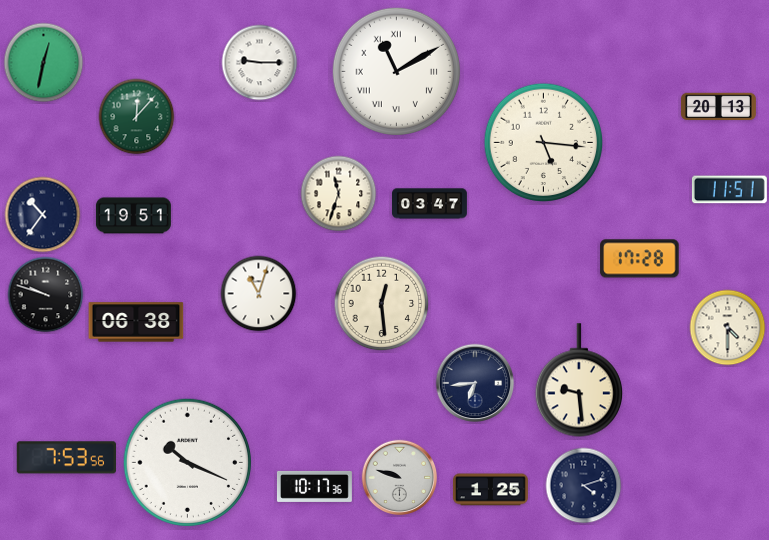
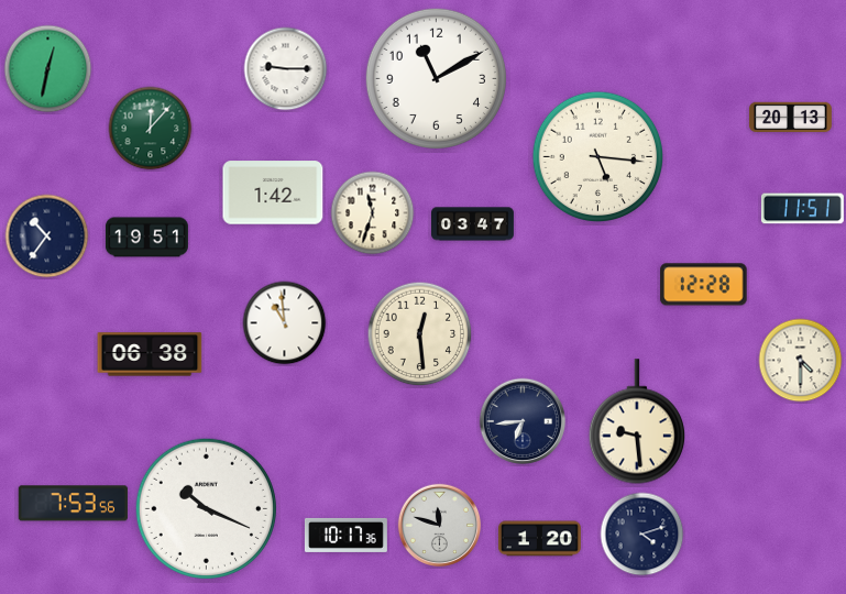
clock at (396, 71) numerals: Roman -> Arabic
clock at (273, 193): none -> 1:42
clock at (640, 259): 17:28 -> 12:28
clock at (259, 294): 11:03 -> 10:59
clock at (46, 295): 9:48 -> none
clock at (578, 380) position: (578, 380) -> (636, 421)
clock at (400, 478): 9:48 -> 11:48
clock at (490, 490): 1:25 -> 1:20
